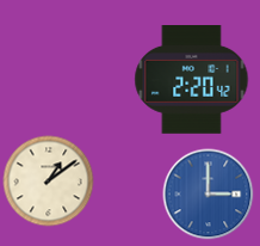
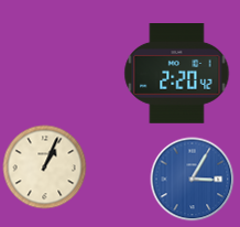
clock at (49, 182): 1:09 -> 1:04
clock at (209, 195): 3:00 -> 3:05
